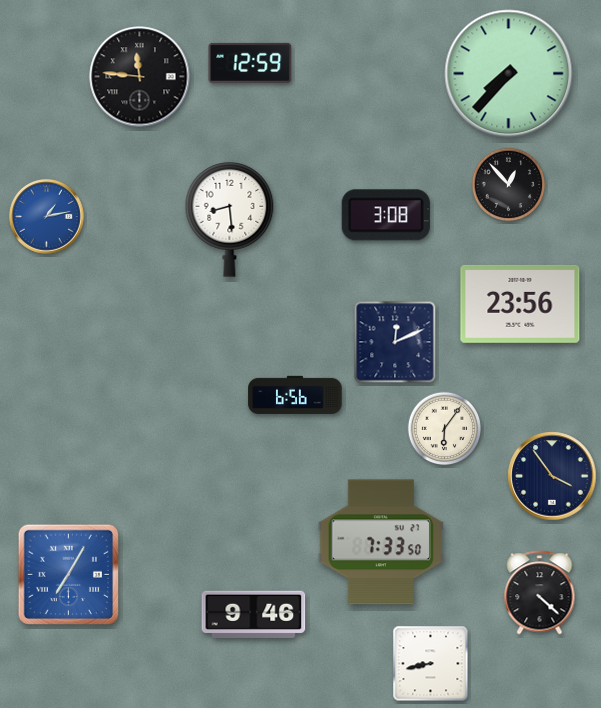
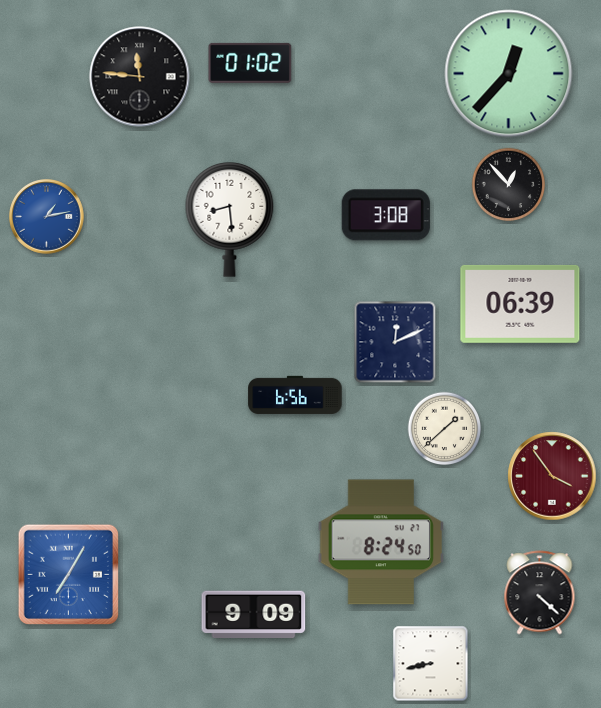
clock at (250, 63): 12:59 -> 01:02
clock at (509, 74): 7:37 -> 12:37
clock at (520, 304): 23:56 -> 06:39
clock at (445, 429): 6:06 -> 1:38
clock at (552, 476) dial: navy -> burgundy
clock at (380, 542): 7:33 -> 8:24
clock at (254, 614): 9:46 -> 9:09
